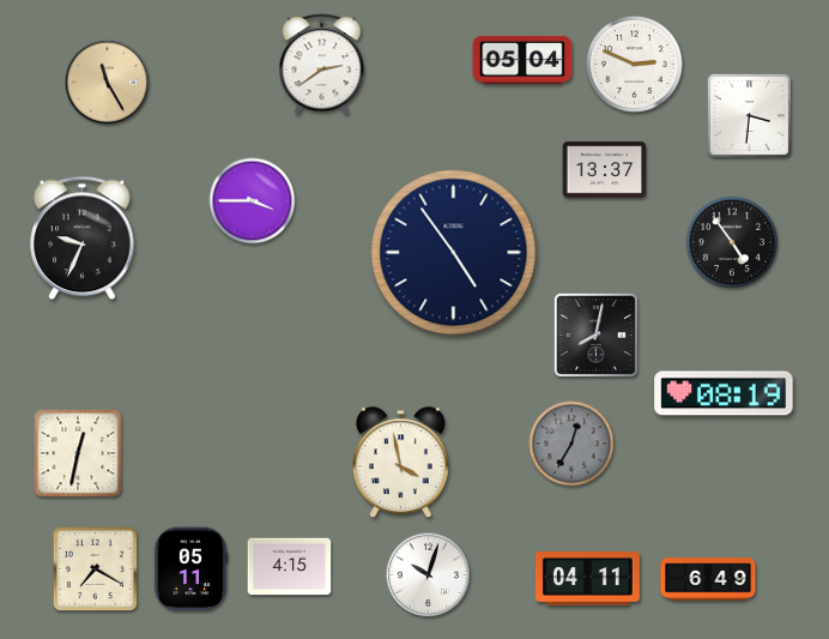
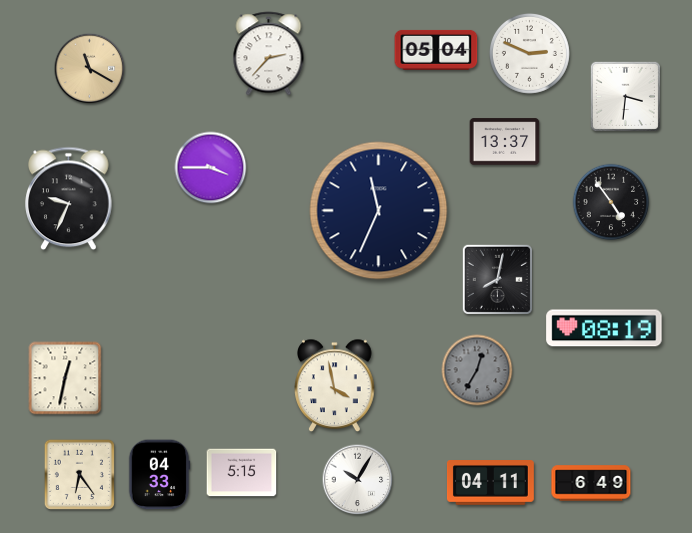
clock at (322, 65): 2:39 -> 2:37
clock at (108, 83): 11:25 -> 11:20
clock at (454, 253): 4:54 -> 11:34
clock at (290, 567): 4:15 -> 5:15
clock at (95, 568): 7:20 -> 6:24
clock at (190, 569): 05:11 -> 04:33
clock at (429, 575): 10:03 -> 10:05
